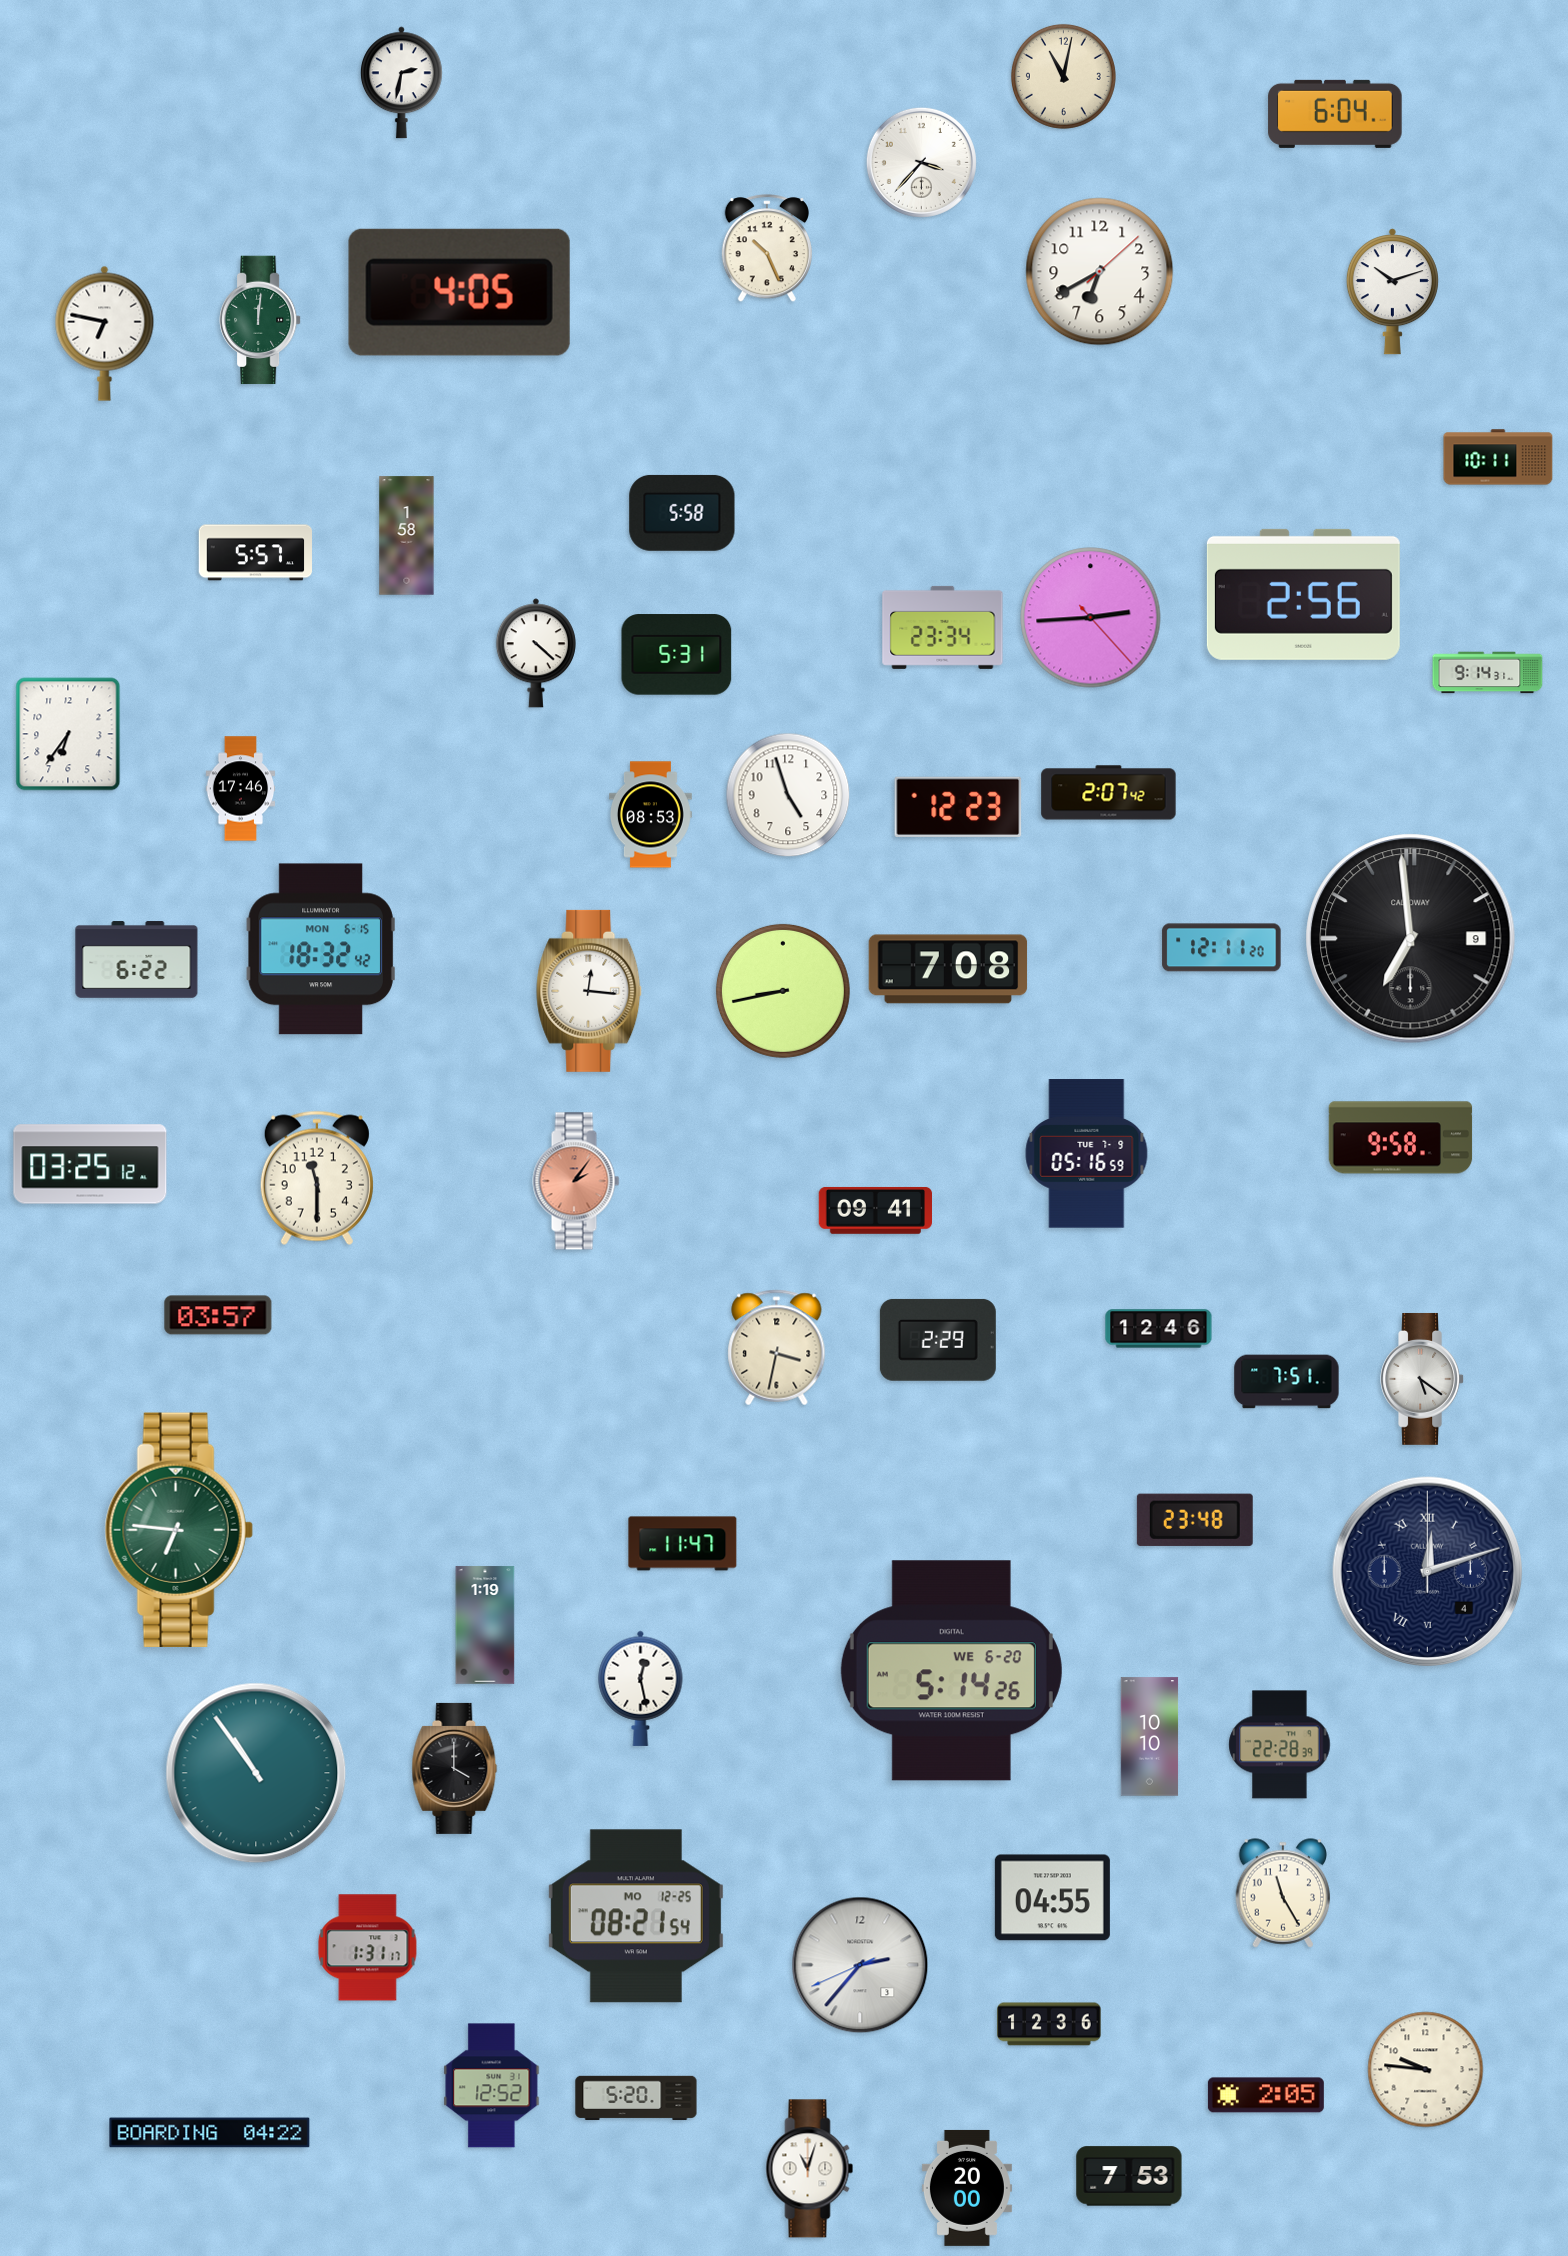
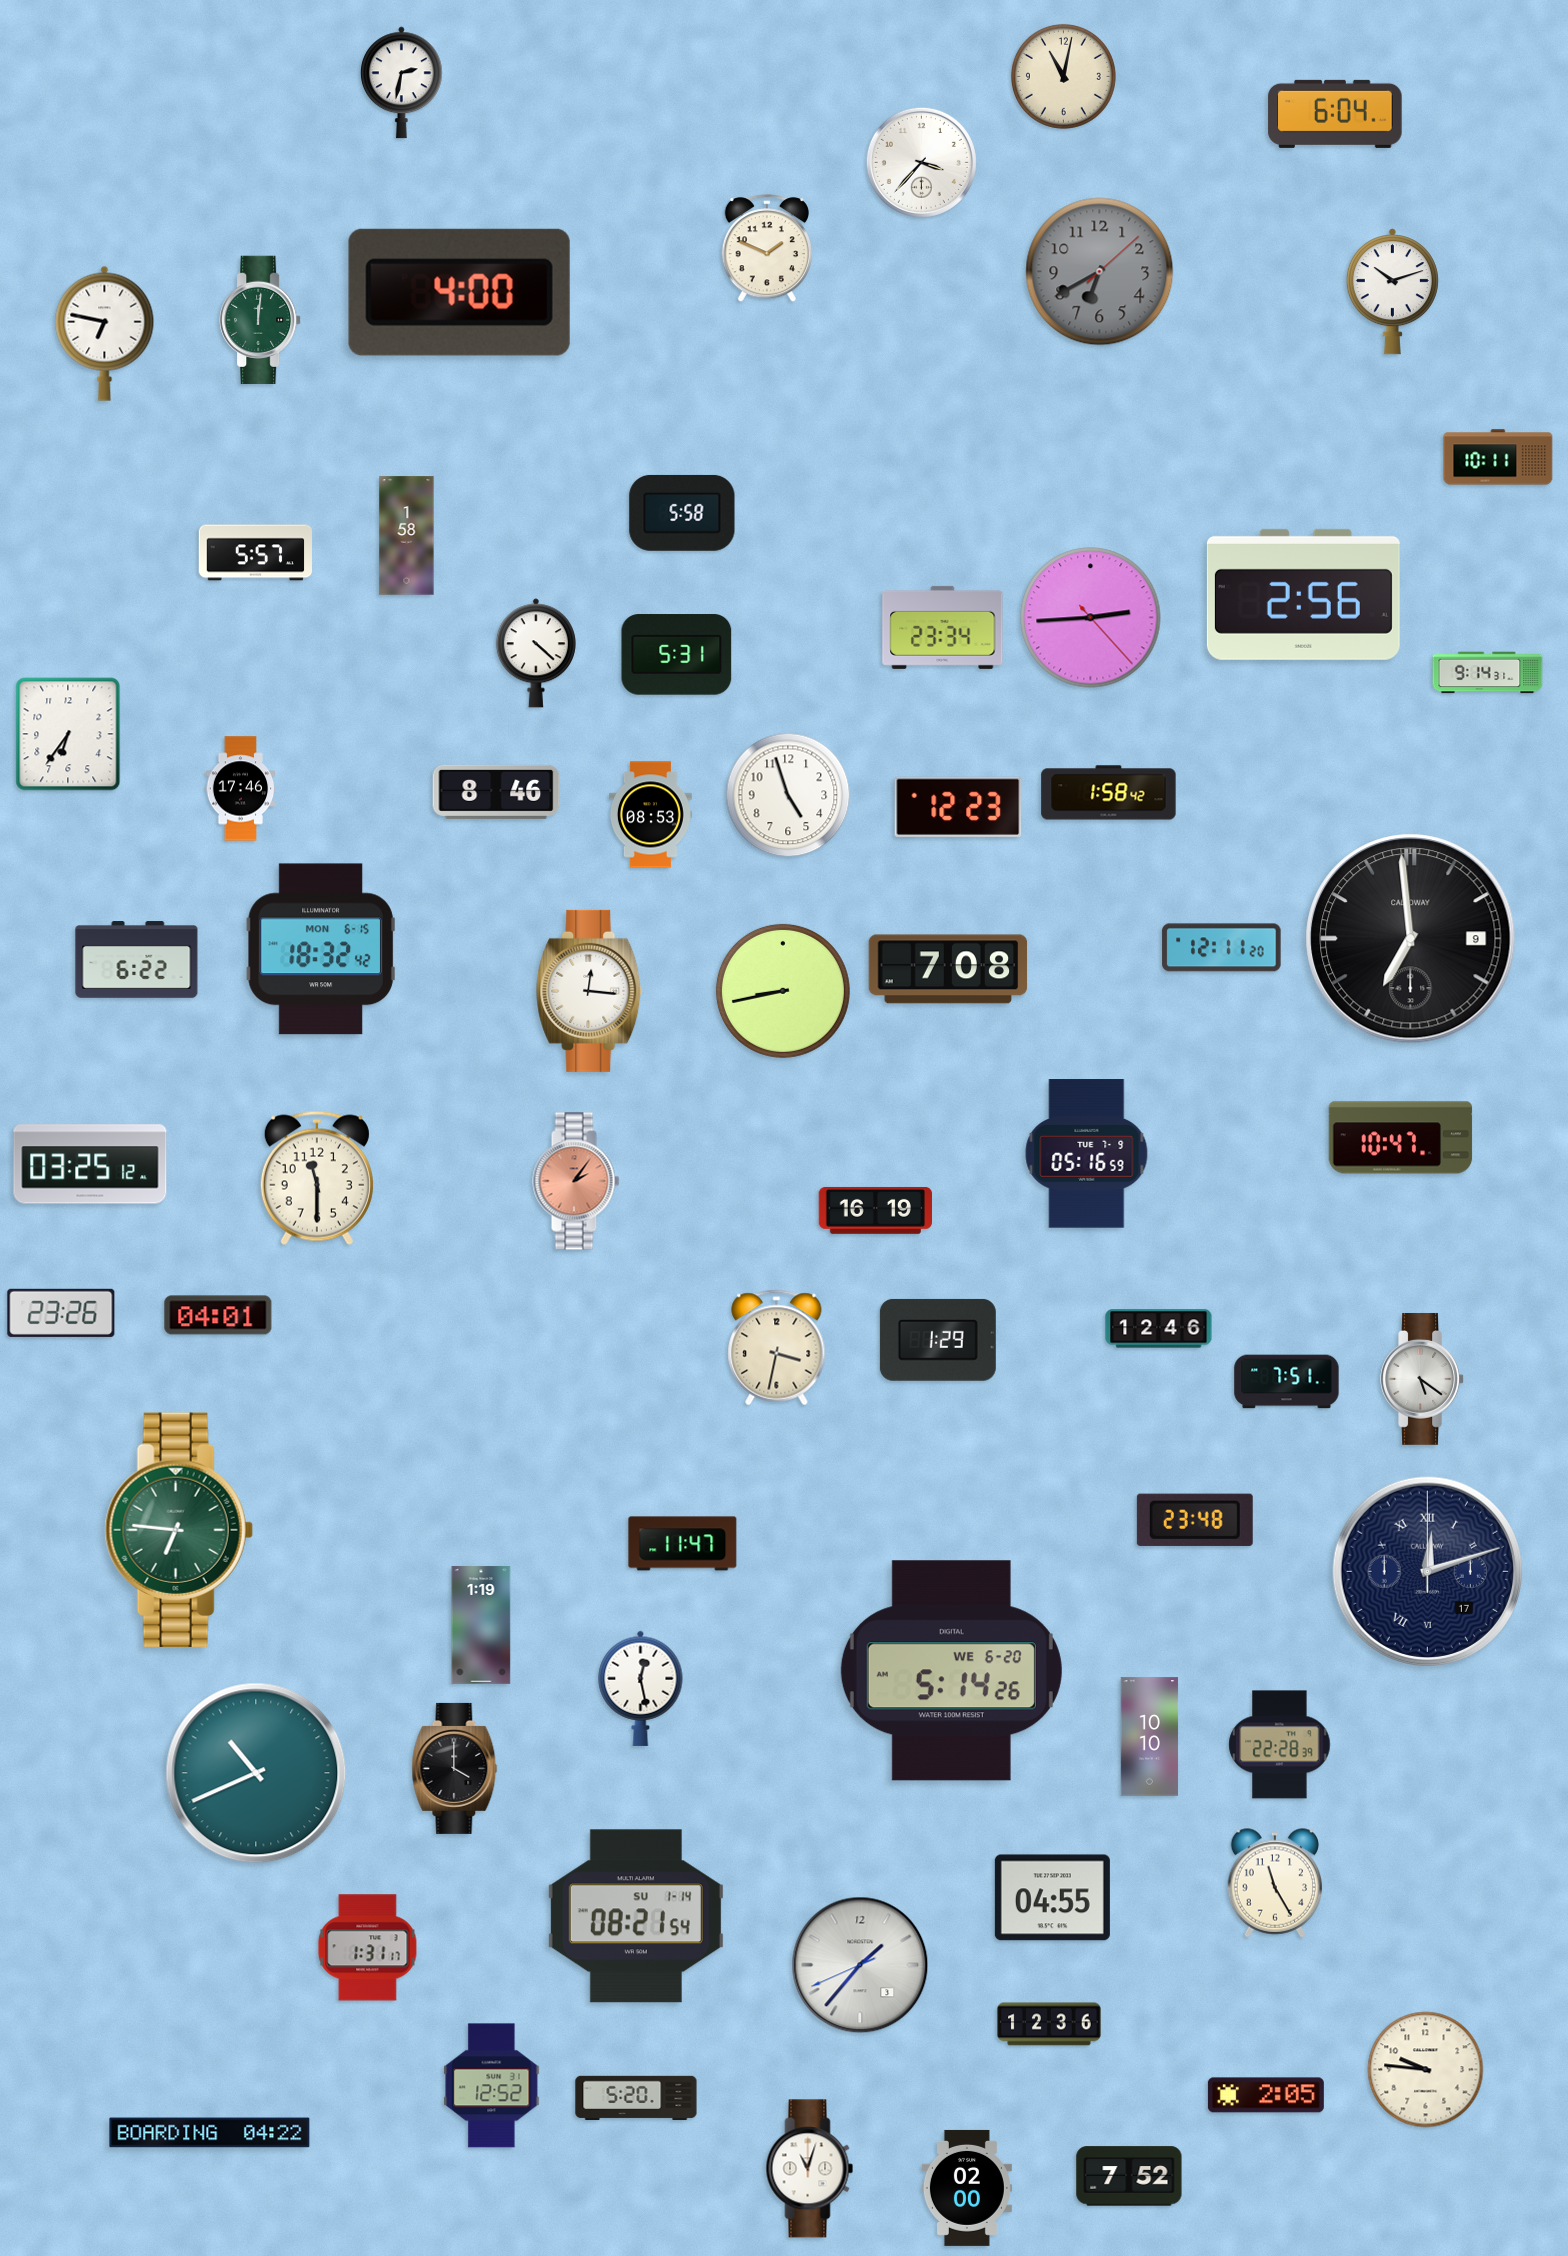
clock at (767, 249): 10:26 -> 1:49
clock at (1100, 272) dial: white -> grey
clock at (459, 292): 4:05 -> 4:00
clock at (496, 792): none -> 8:46
clock at (1109, 793): 2:07 -> 1:58
clock at (1401, 1138): 9:58 -> 10:47
clock at (875, 1211): 09:41 -> 16:19
clock at (61, 1313): none -> 23:26
clock at (218, 1315): 03:57 -> 04:01
clock at (938, 1340): 2:29 -> 1:29
clock at (1427, 1571) date: 4 -> 17
clock at (485, 1625) position: (485, 1625) -> (481, 1625)
clock at (256, 1773): 10:54 -> 10:41
clock at (1283, 1893) position: (1283, 1893) -> (1275, 1883)
clock at (636, 1916) date: MO 12-25 -> SU 1-14
clock at (860, 1965): 2:36 -> 1:36
clock at (1129, 2176): 7:53 -> 7:52
clock at (967, 2188): 20:00 -> 02:00
